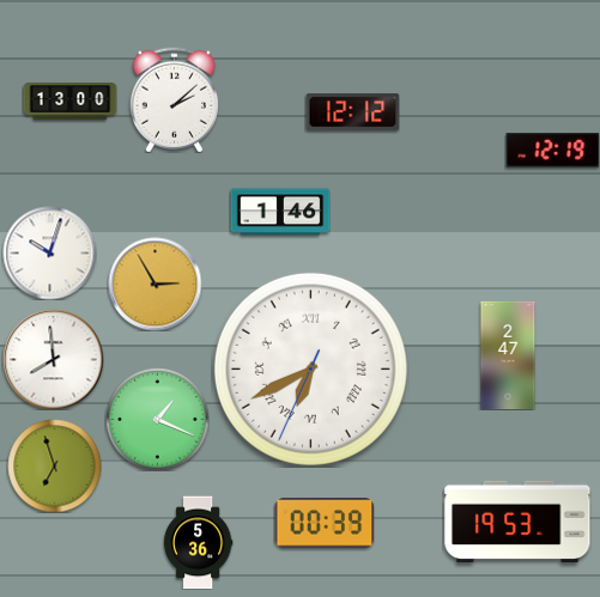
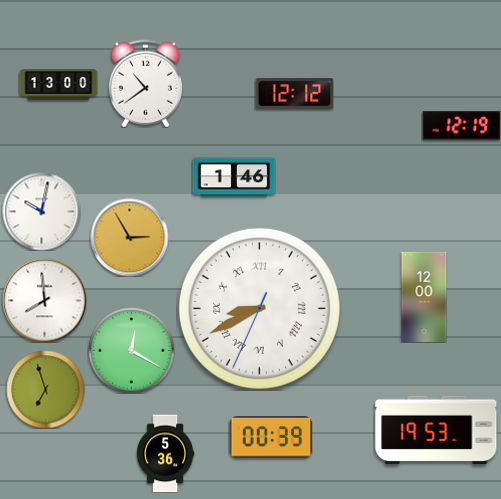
clock at (174, 99): 2:08 -> 10:39
clock at (49, 252): 10:03 -> 10:02
clock at (508, 355): 2:47 -> 12:00
clock at (310, 368): 6:40 -> 8:40
clock at (157, 419): 1:19 -> 12:20
clock at (517, 522) position: (517, 522) -> (436, 430)
